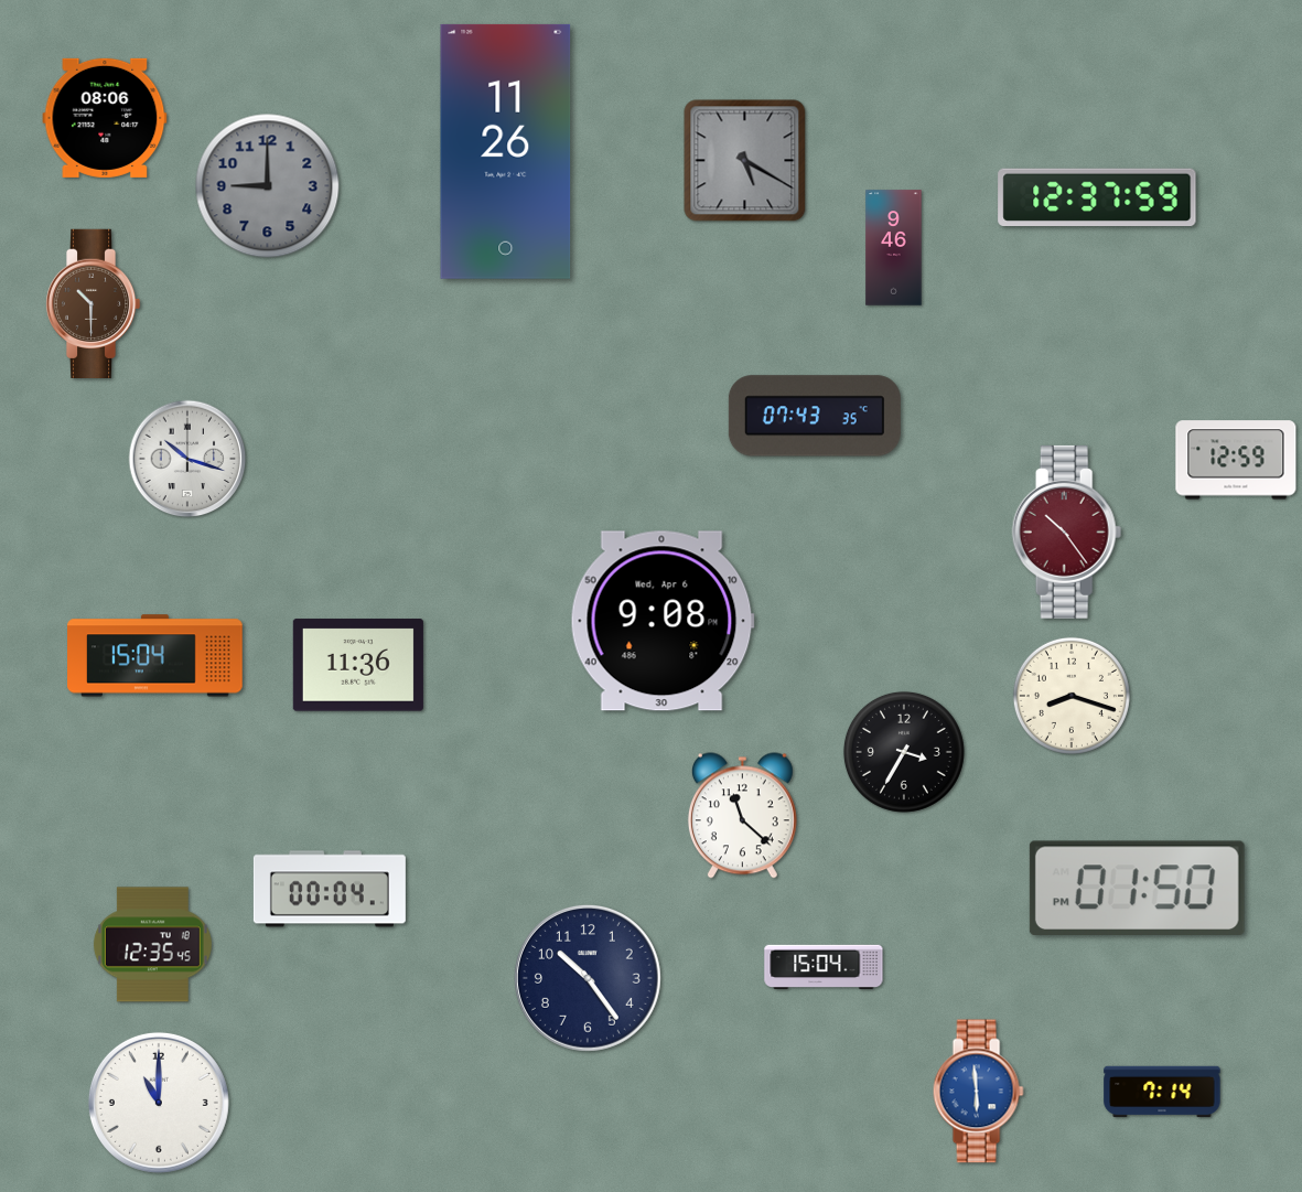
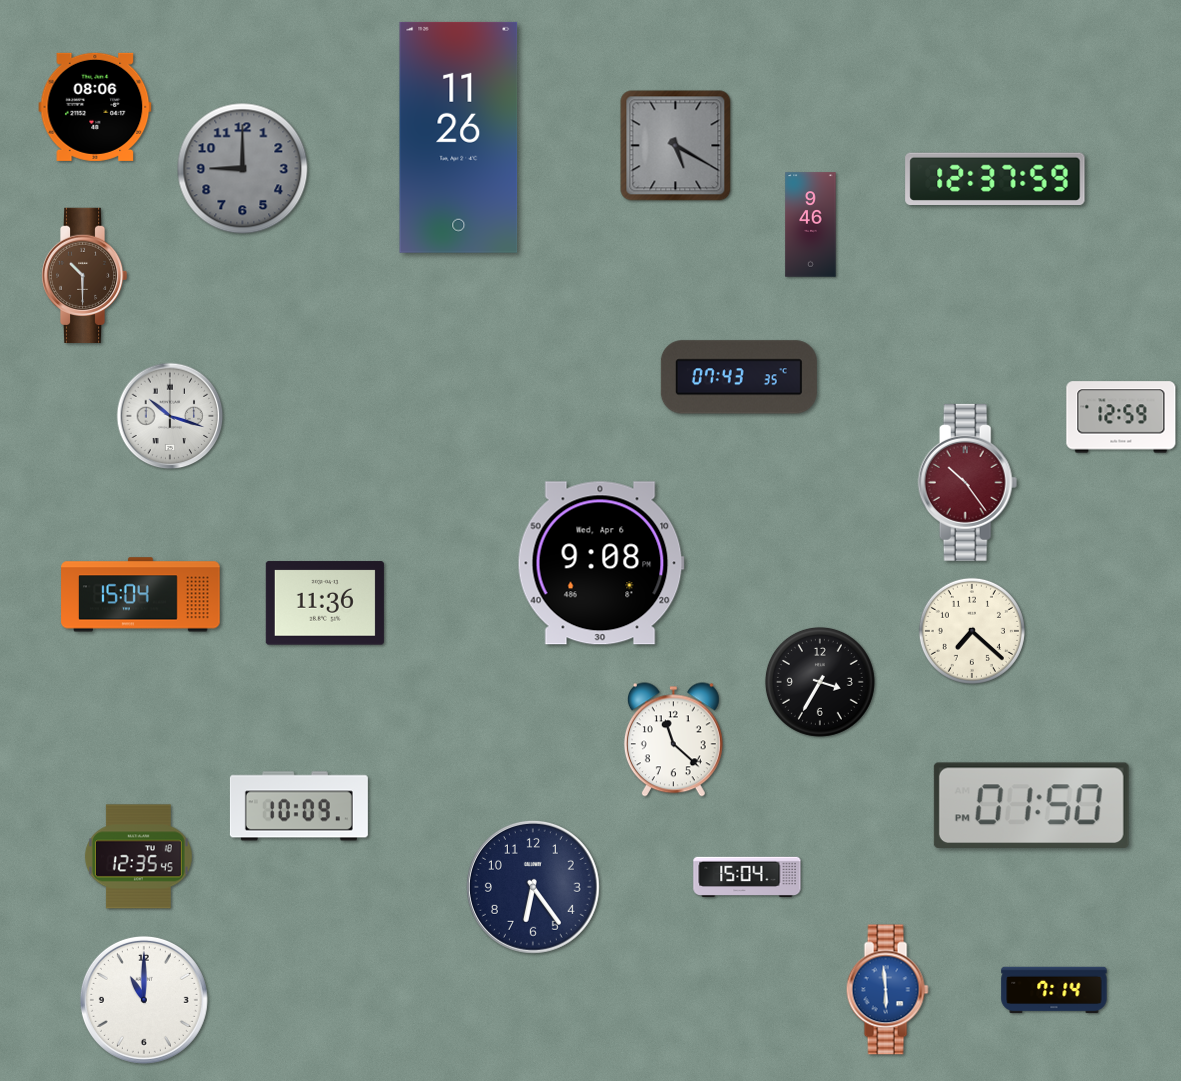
clock at (1072, 696): 8:18 -> 7:22
clock at (330, 889): 00:04 -> 10:09
clock at (588, 978): 10:24 -> 6:24
